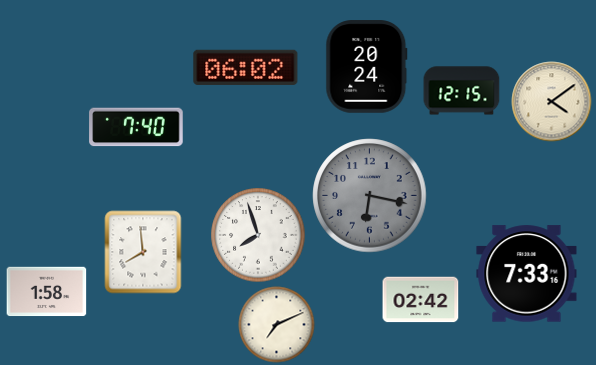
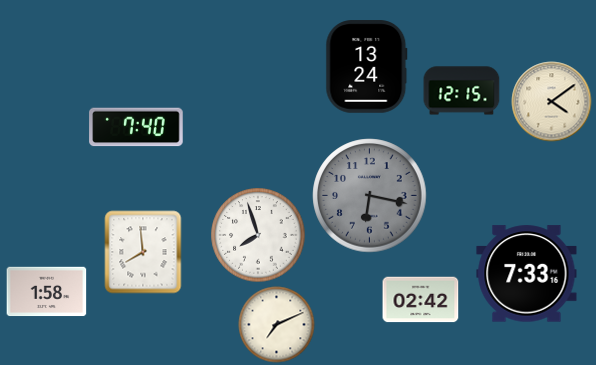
clock at (246, 67): 06:02 -> none
clock at (367, 67): 20:24 -> 13:24
